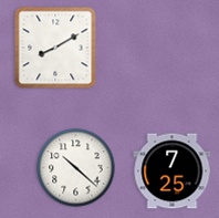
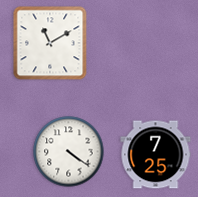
clock at (55, 48): 8:10 -> 11:10
clock at (76, 168): 10:22 -> 4:21
